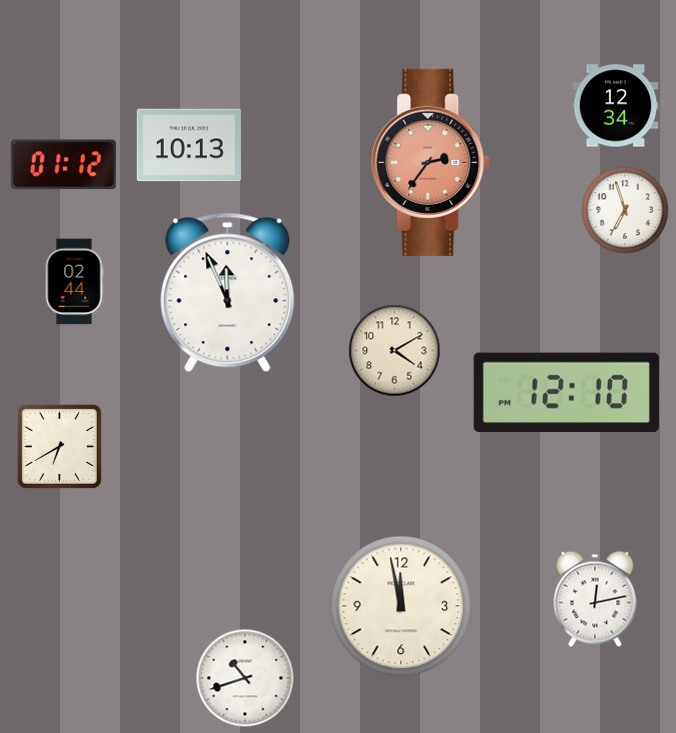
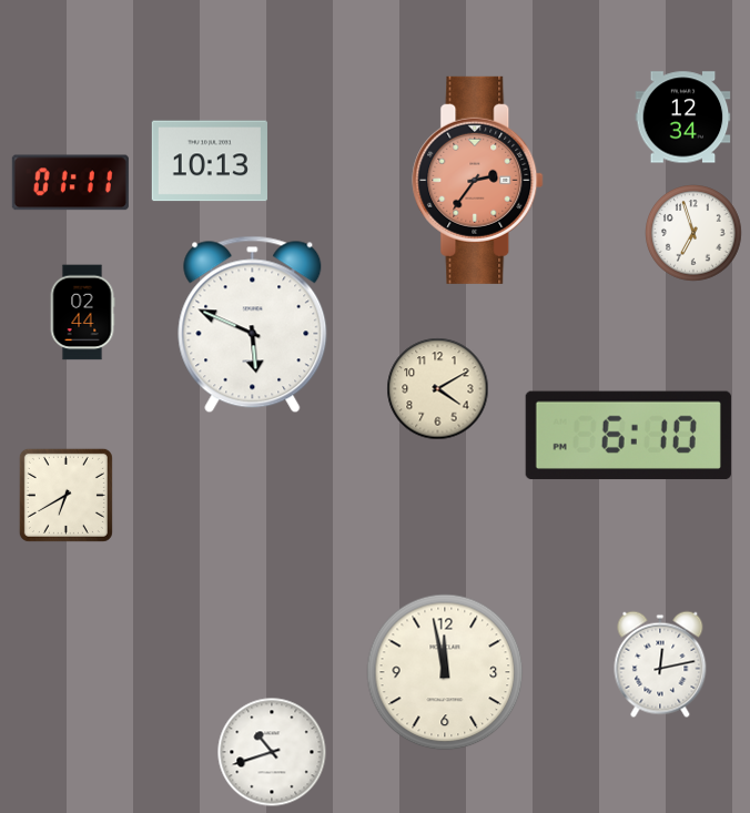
clock at (63, 165): 01:12 -> 01:11
clock at (228, 293): 11:56 -> 5:49
clock at (566, 393): 12:10 -> 6:10
